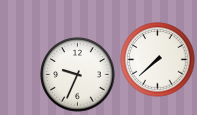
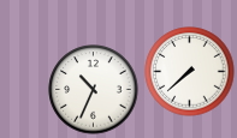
clock at (78, 75): 9:34 -> 10:34
